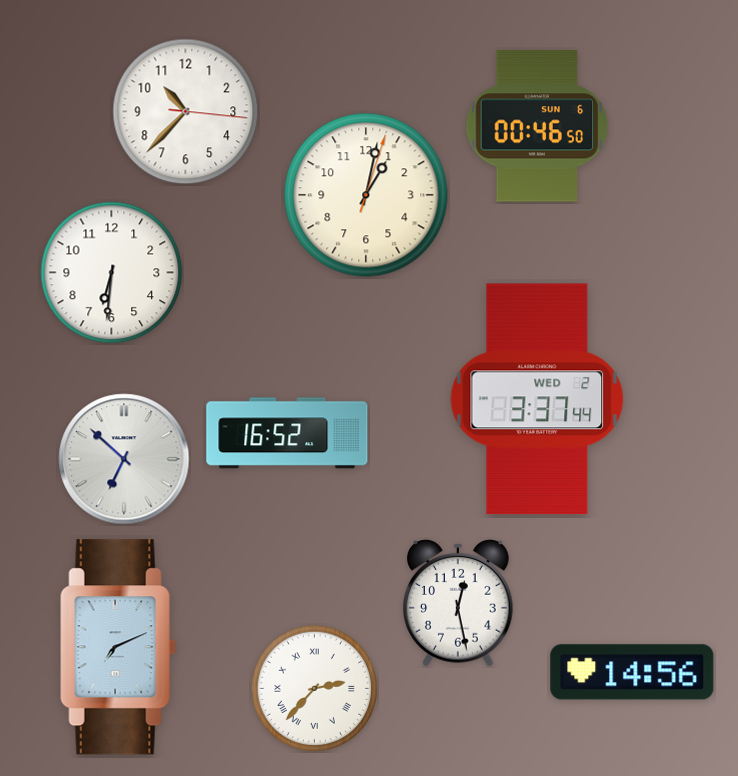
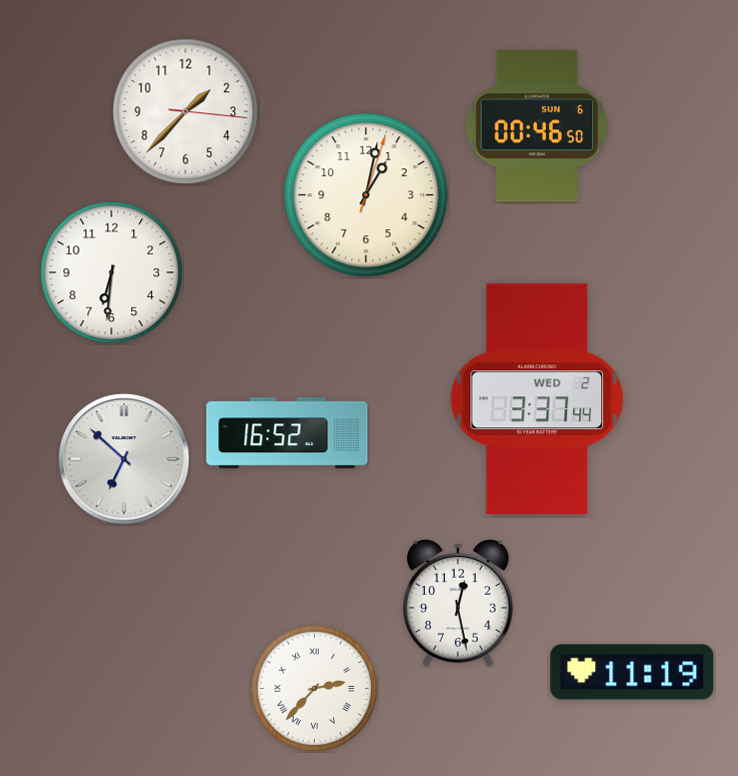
clock at (186, 112): 10:37 -> 1:37
clock at (118, 647): 7:11 -> none
clock at (632, 672): 14:56 -> 11:19
